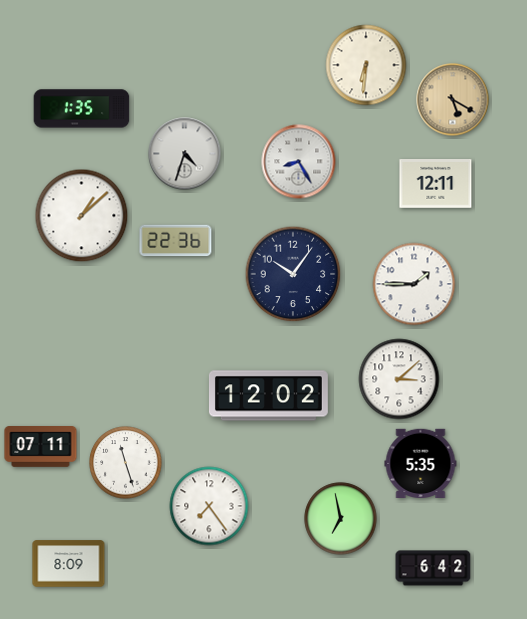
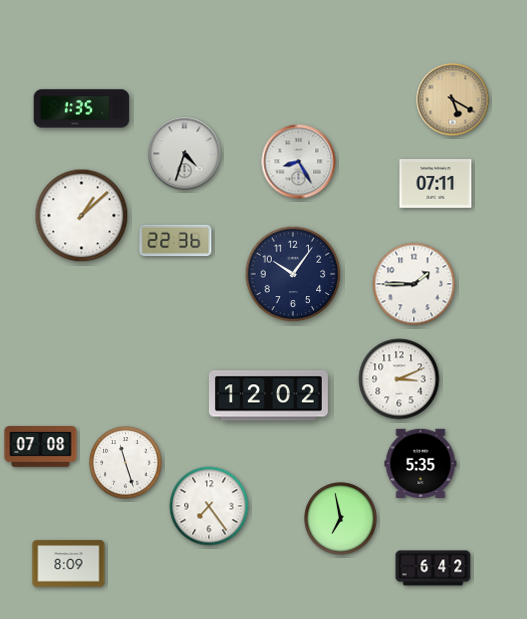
clock at (366, 65): 6:31 -> none
clock at (436, 184): 12:11 -> 07:11
clock at (399, 379): 3:08 -> 3:11
clock at (41, 447): 07:11 -> 07:08
